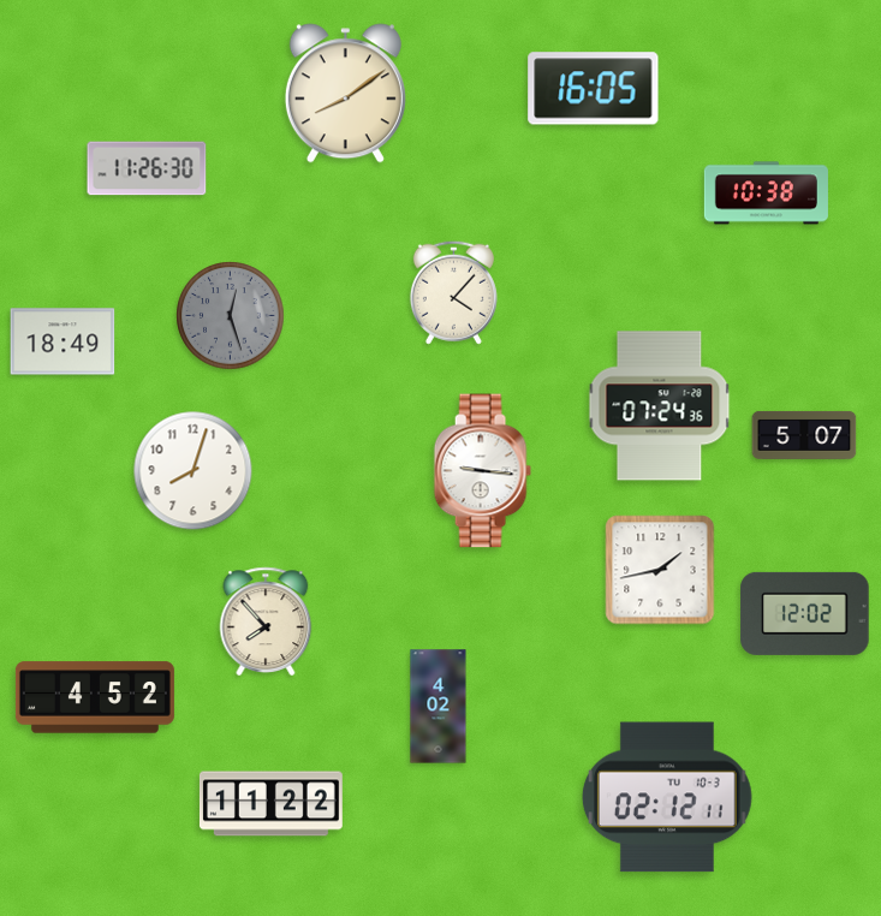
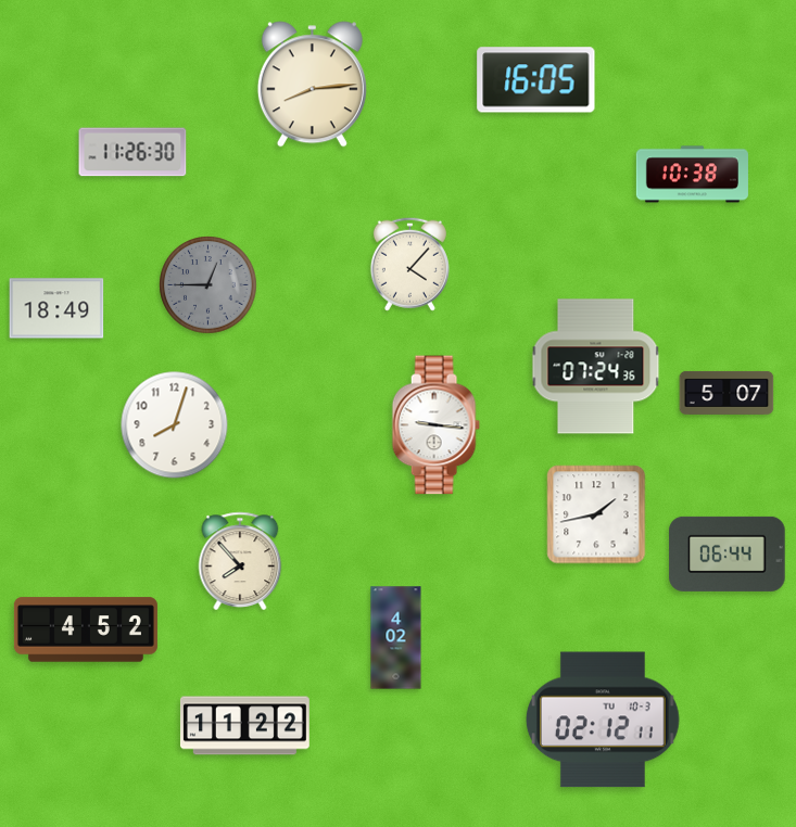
clock at (345, 94): 8:09 -> 8:14
clock at (231, 316): 12:27 -> 12:45
clock at (805, 613): 12:02 -> 06:44
